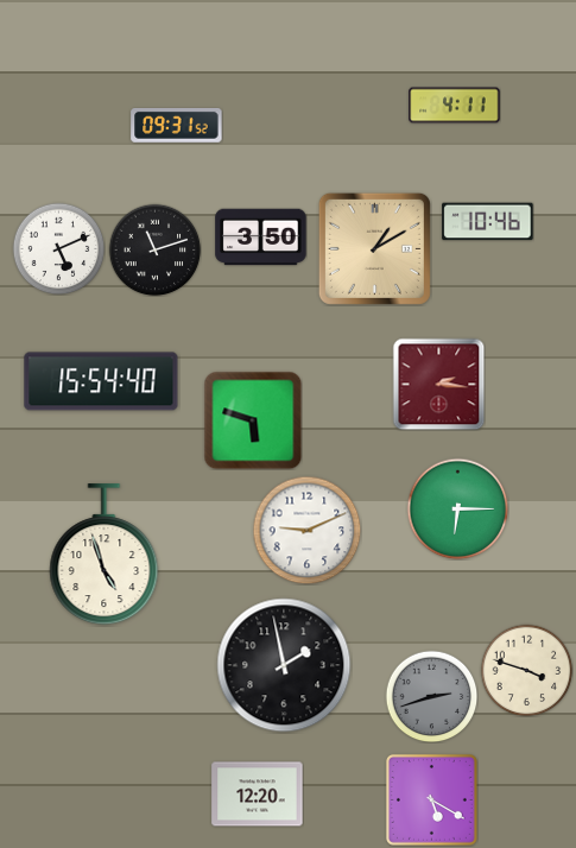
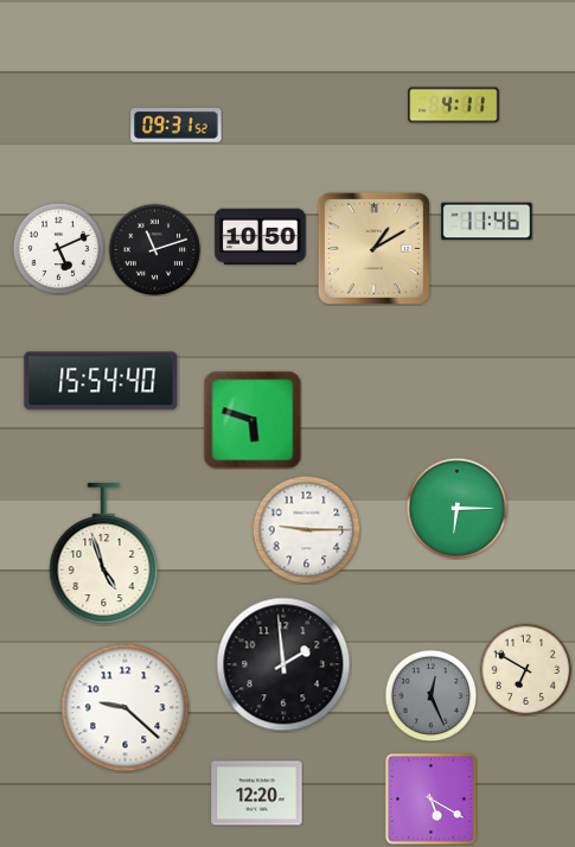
clock at (488, 222): 10:46 -> 11:46
clock at (261, 238): 3:50 -> 10:50
clock at (438, 384): 2:16 -> none
clock at (306, 530): 9:11 -> 9:15
clock at (284, 665): 1:58 -> 1:59
clock at (526, 670): 3:48 -> 6:50
clock at (431, 696): 2:42 -> 12:26
clock at (126, 708): none -> 9:22
